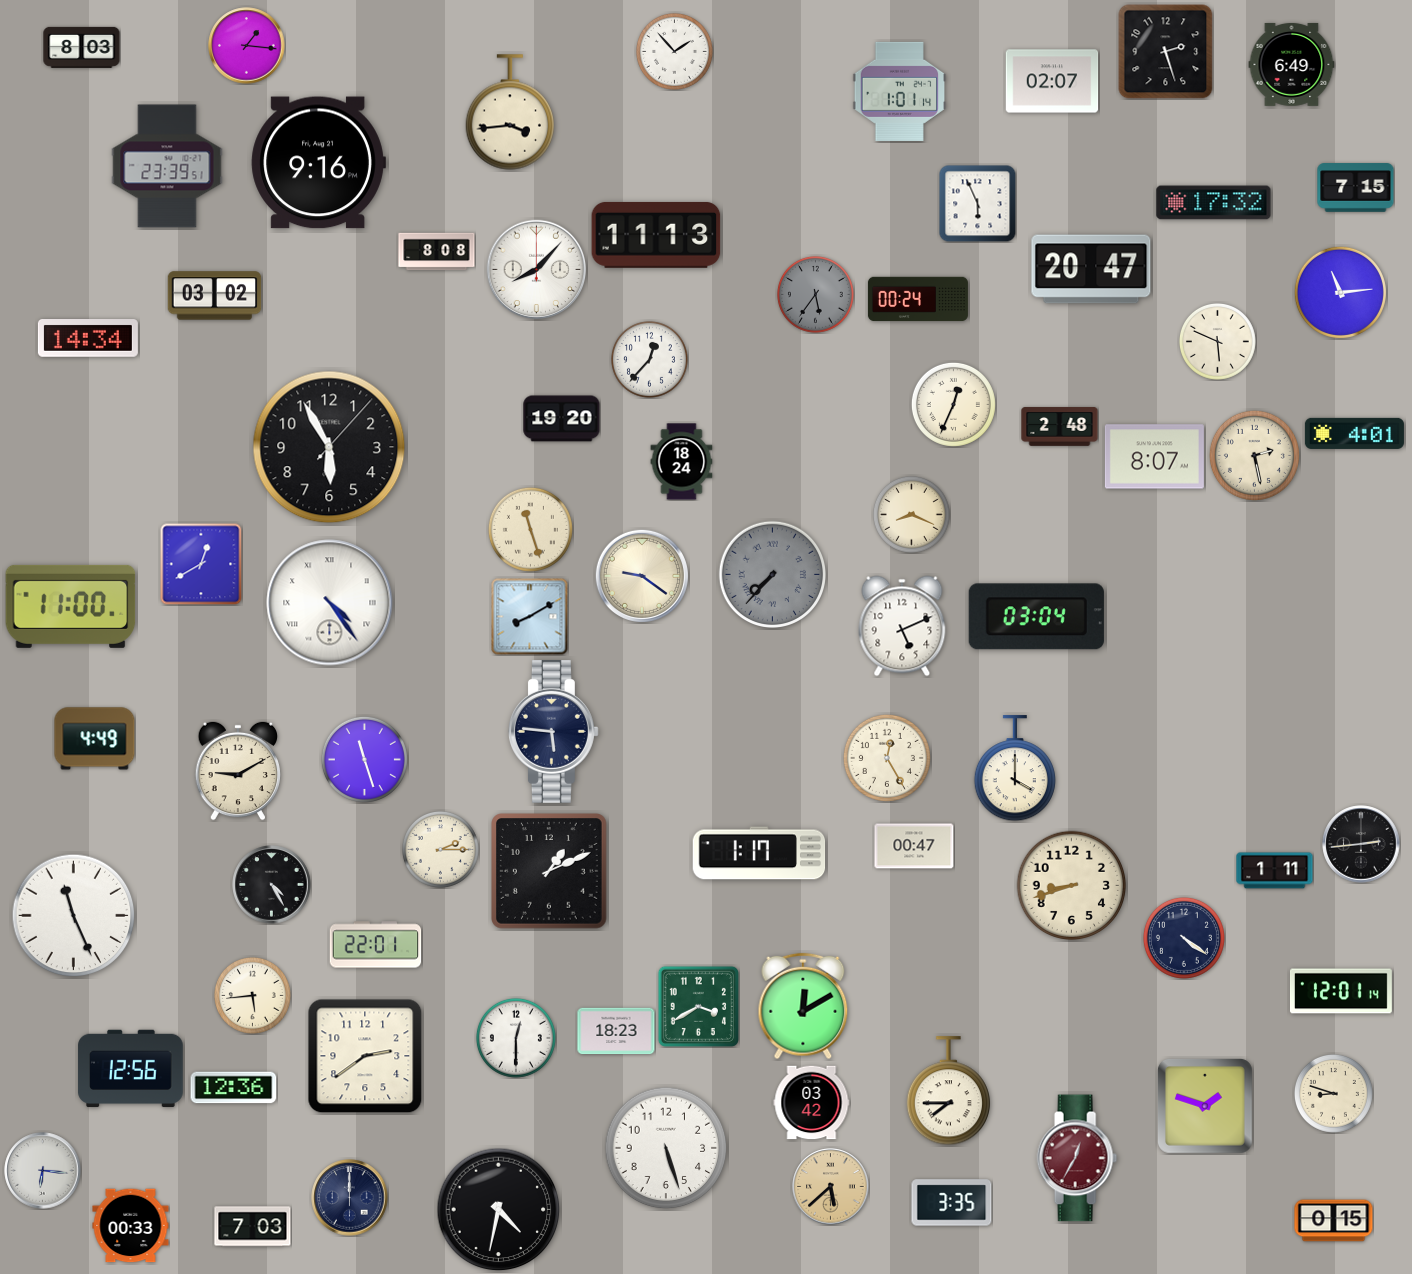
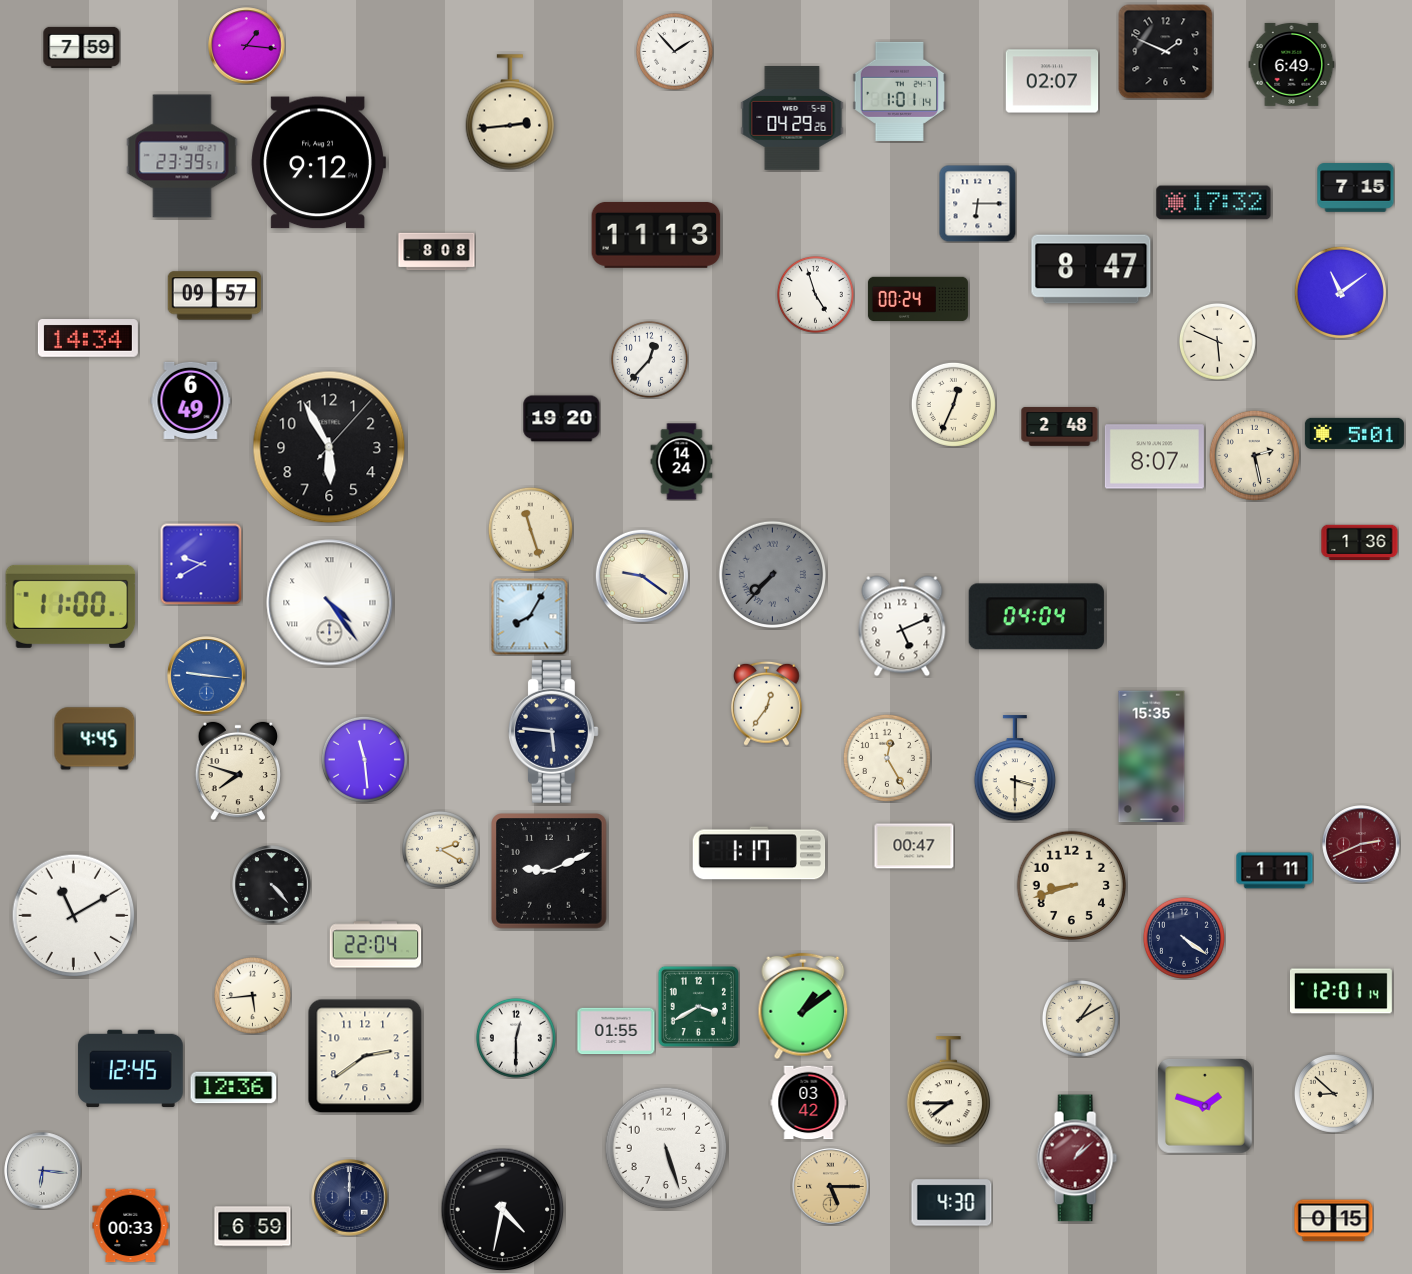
clock at (82, 47): 8:03 -> 7:59
clock at (1166, 52): 2:27 -> 1:49
clock at (509, 112): 3:44 -> 2:44
clock at (792, 119): none -> 04:29
clock at (318, 163): 9:16 -> 9:12
clock at (167, 166) position: (167, 166) -> (182, 156)
clock at (977, 203): 5:56 -> 6:15
clock at (1091, 269): 20:47 -> 8:47
clock at (537, 270): 8:07 -> none
clock at (1340, 292): 11:14 -> 11:09
clock at (815, 294): 5:36 -> 4:57
clock at (815, 294) dial: grey -> white
clock at (215, 296): 03:02 -> 09:57
clock at (191, 400): none -> 6:49
clock at (1354, 433): 4:01 -> 5:01
clock at (682, 462): 18:24 -> 14:24
clock at (911, 514): 8:19 -> none
clock at (1360, 543): none -> 1:36
clock at (201, 564): 12:40 -> 9:40
clock at (530, 617): 8:10 -> 8:05
clock at (1036, 617): 03:04 -> 04:04
clock at (207, 676): none -> 9:16
clock at (767, 703): none -> 12:36
clock at (95, 739): 4:49 -> 4:45
clock at (1152, 757): none -> 15:35
clock at (364, 759): 11:27 -> 11:29
clock at (1015, 769): 4:00 -> 3:30
clock at (237, 771): 9:10 -> 7:48
clock at (1361, 844): 2:44 -> 2:41
clock at (1361, 844) dial: black -> burgundy
clock at (440, 849): 2:15 -> 2:20
clock at (550, 872): 1:11 -> 9:11
clock at (272, 885): 4:25 -> 4:23
clock at (74, 916): 11:26 -> 11:10
clock at (376, 945): 22:01 -> 22:04
clock at (803, 1006): 12:10 -> 1:09
clock at (1080, 1018): none -> 1:10
clock at (616, 1031): 18:23 -> 01:55
clock at (131, 1069): 12:56 -> 12:45
clock at (1333, 1093): 8:48 -> 8:52
clock at (812, 1103) position: (812, 1103) -> (809, 1103)
clock at (1077, 1158): 12:35 -> 1:08
clock at (831, 1187): 5:38 -> 5:15
clock at (952, 1203): 3:35 -> 4:30
clock at (499, 1210) position: (499, 1210) -> (503, 1210)
clock at (253, 1227): 7:03 -> 6:59
